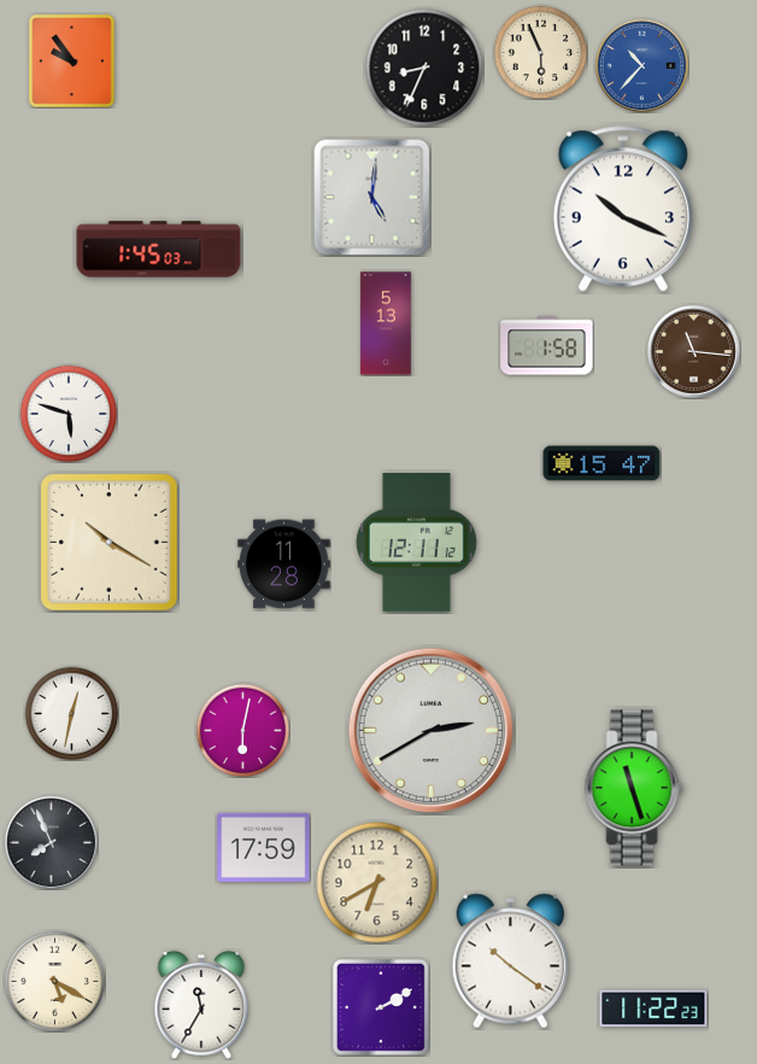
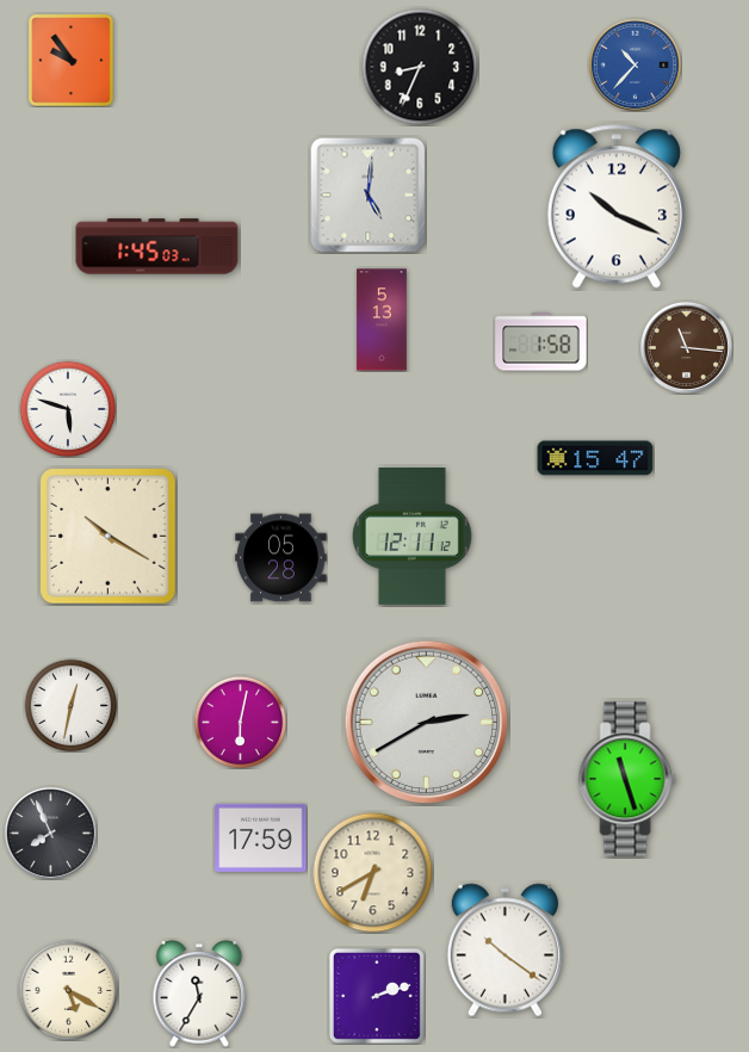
clock at (540, 52): 5:56 -> none
clock at (284, 565): 11:28 -> 05:28
clock at (54, 981) position: (54, 981) -> (68, 990)
clock at (381, 1007): 2:10 -> 2:12
clock at (653, 1009): 11:22 -> none
